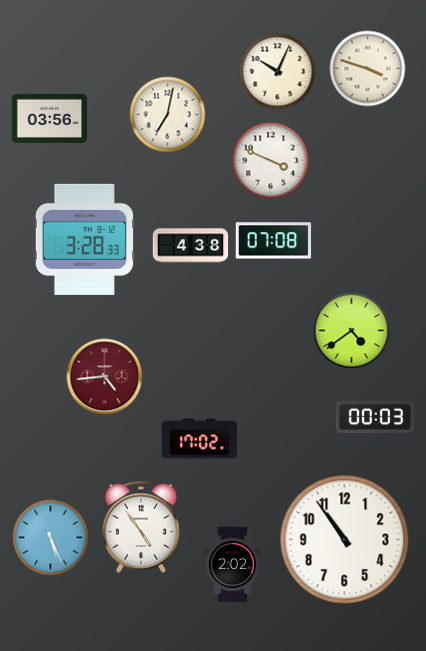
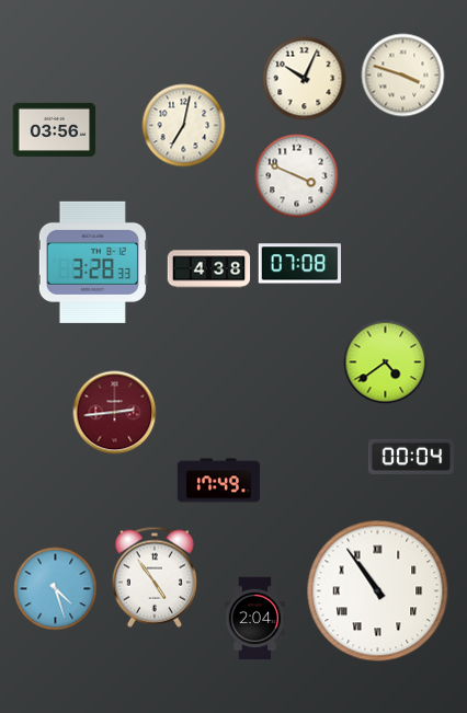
clock at (105, 377): 4:44 -> 2:44
clock at (375, 417): 00:03 -> 00:04
clock at (200, 439): 17:02 -> 17:49
clock at (51, 538): 5:26 -> 4:27
clock at (345, 540) numerals: Arabic -> Roman
clock at (233, 565): 2:02 -> 2:04
